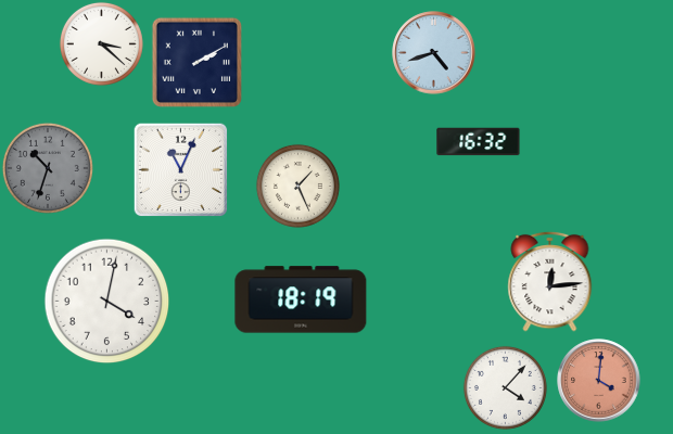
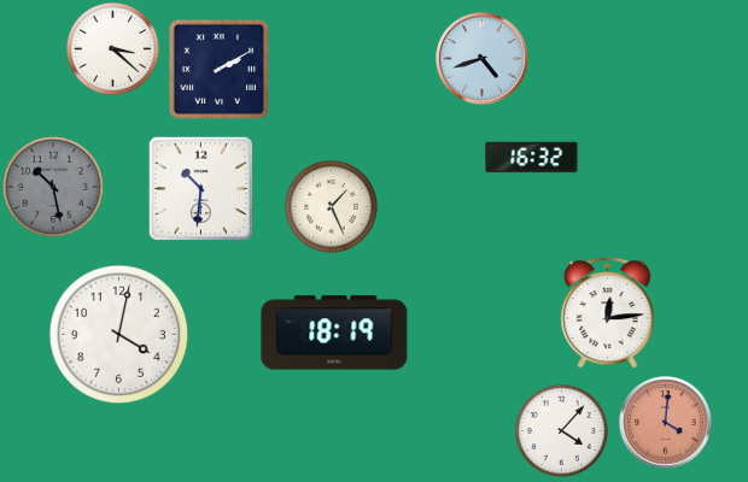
clock at (48, 168): 10:33 -> 10:28
clock at (180, 169): 11:04 -> 10:31
clock at (550, 281) position: (550, 281) -> (608, 312)
